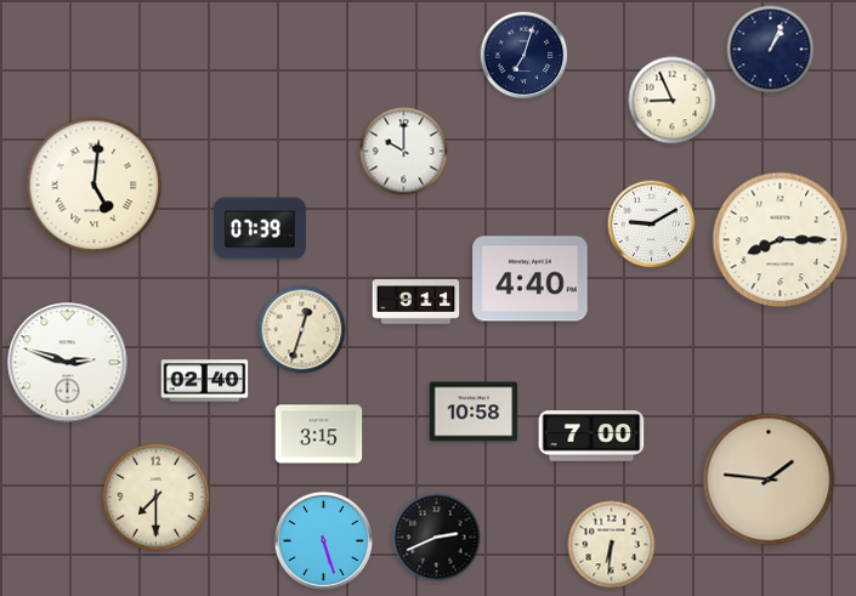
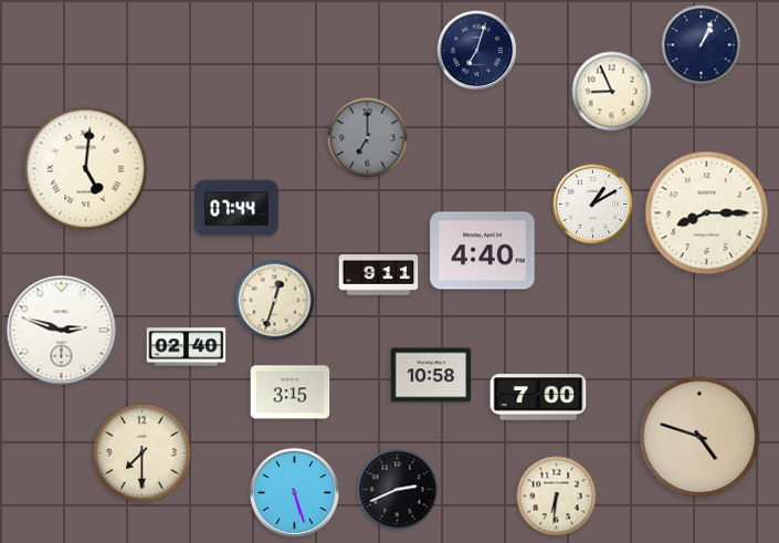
clock at (404, 152): 10:00 -> 7:00
clock at (404, 152) dial: white -> grey
clock at (652, 225): 9:10 -> 1:10
clock at (261, 228): 07:39 -> 07:44
clock at (781, 240) position: (781, 240) -> (707, 213)
clock at (531, 279) position: (531, 279) -> (483, 251)
clock at (319, 435) position: (319, 435) -> (291, 393)
clock at (769, 479): 1:46 -> 4:48
